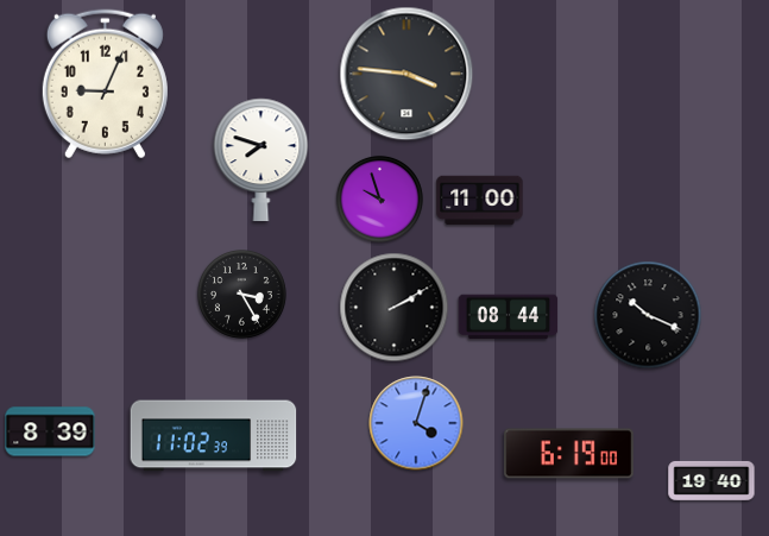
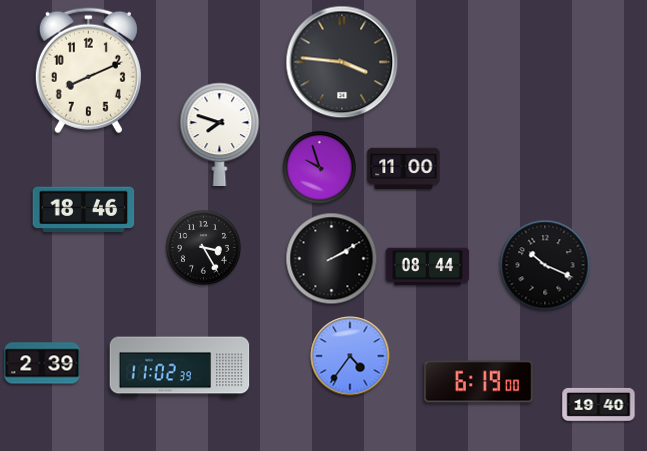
clock at (105, 84): 9:04 -> 8:11
clock at (84, 210): none -> 18:46
clock at (416, 423): 4:03 -> 4:36
clock at (50, 431): 8:39 -> 2:39
